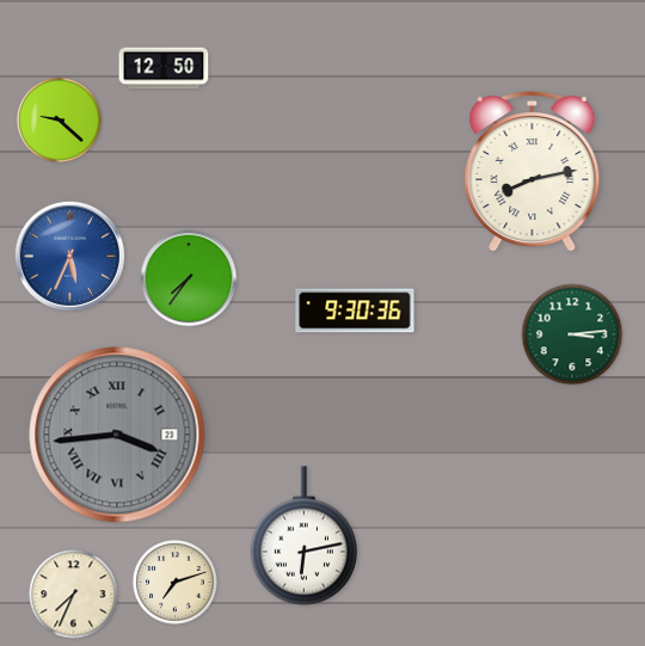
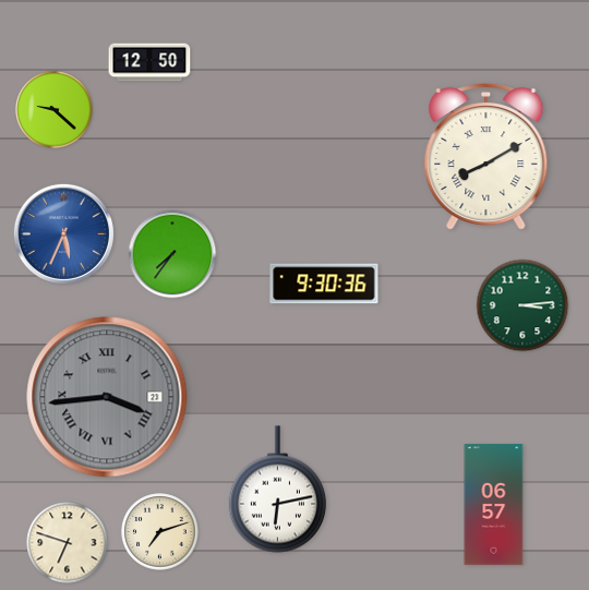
clock at (533, 172): 8:13 -> 8:10
clock at (494, 505): none -> 06:57
clock at (74, 595): 7:34 -> 6:48
